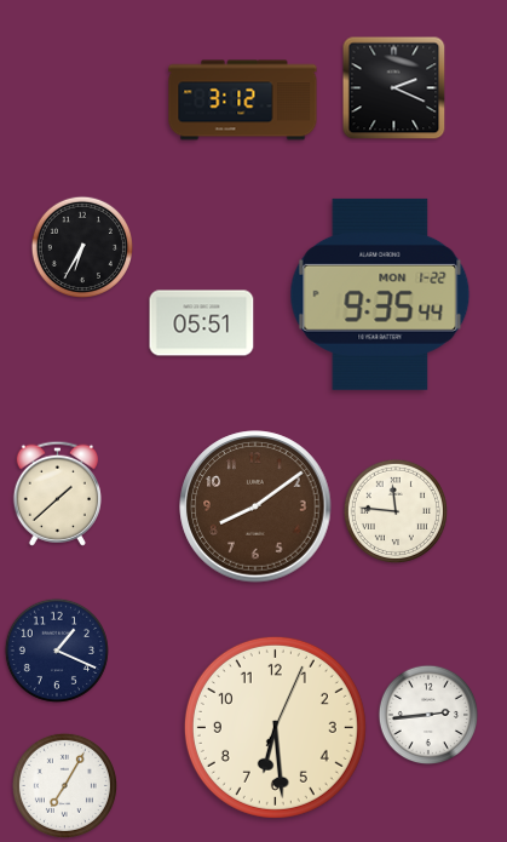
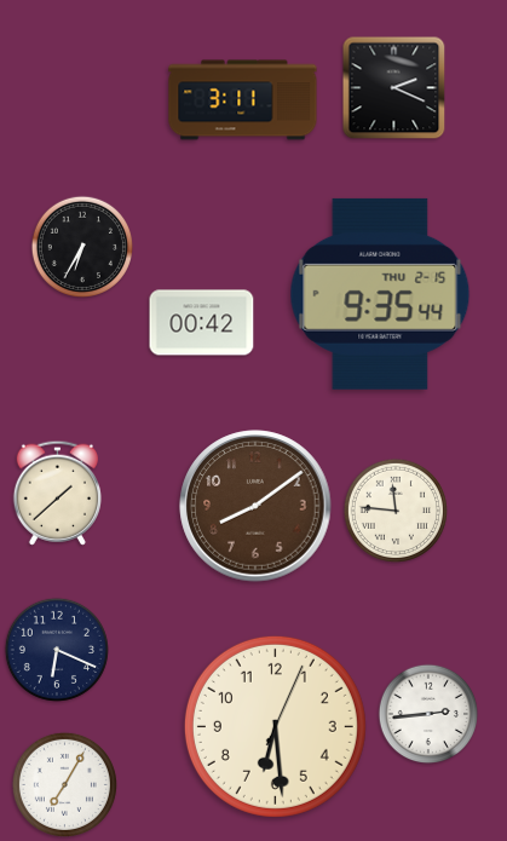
clock at (243, 101): 3:12 -> 3:11
clock at (380, 294) date: MON 1-22 -> THU 2-15
clock at (202, 323): 05:51 -> 00:42
clock at (57, 651): 1:19 -> 6:19
